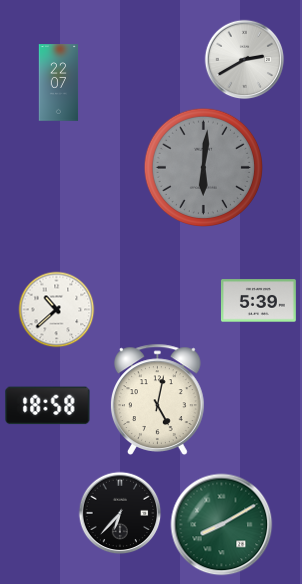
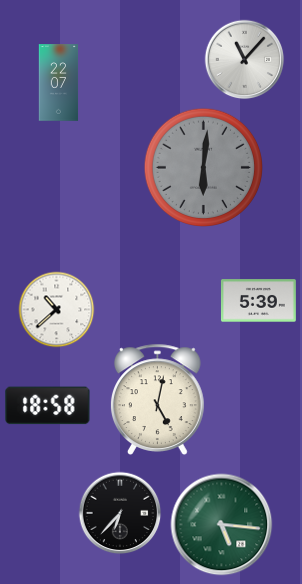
clock at (245, 60): 2:40 -> 11:07
clock at (222, 525): 8:10 -> 5:16
